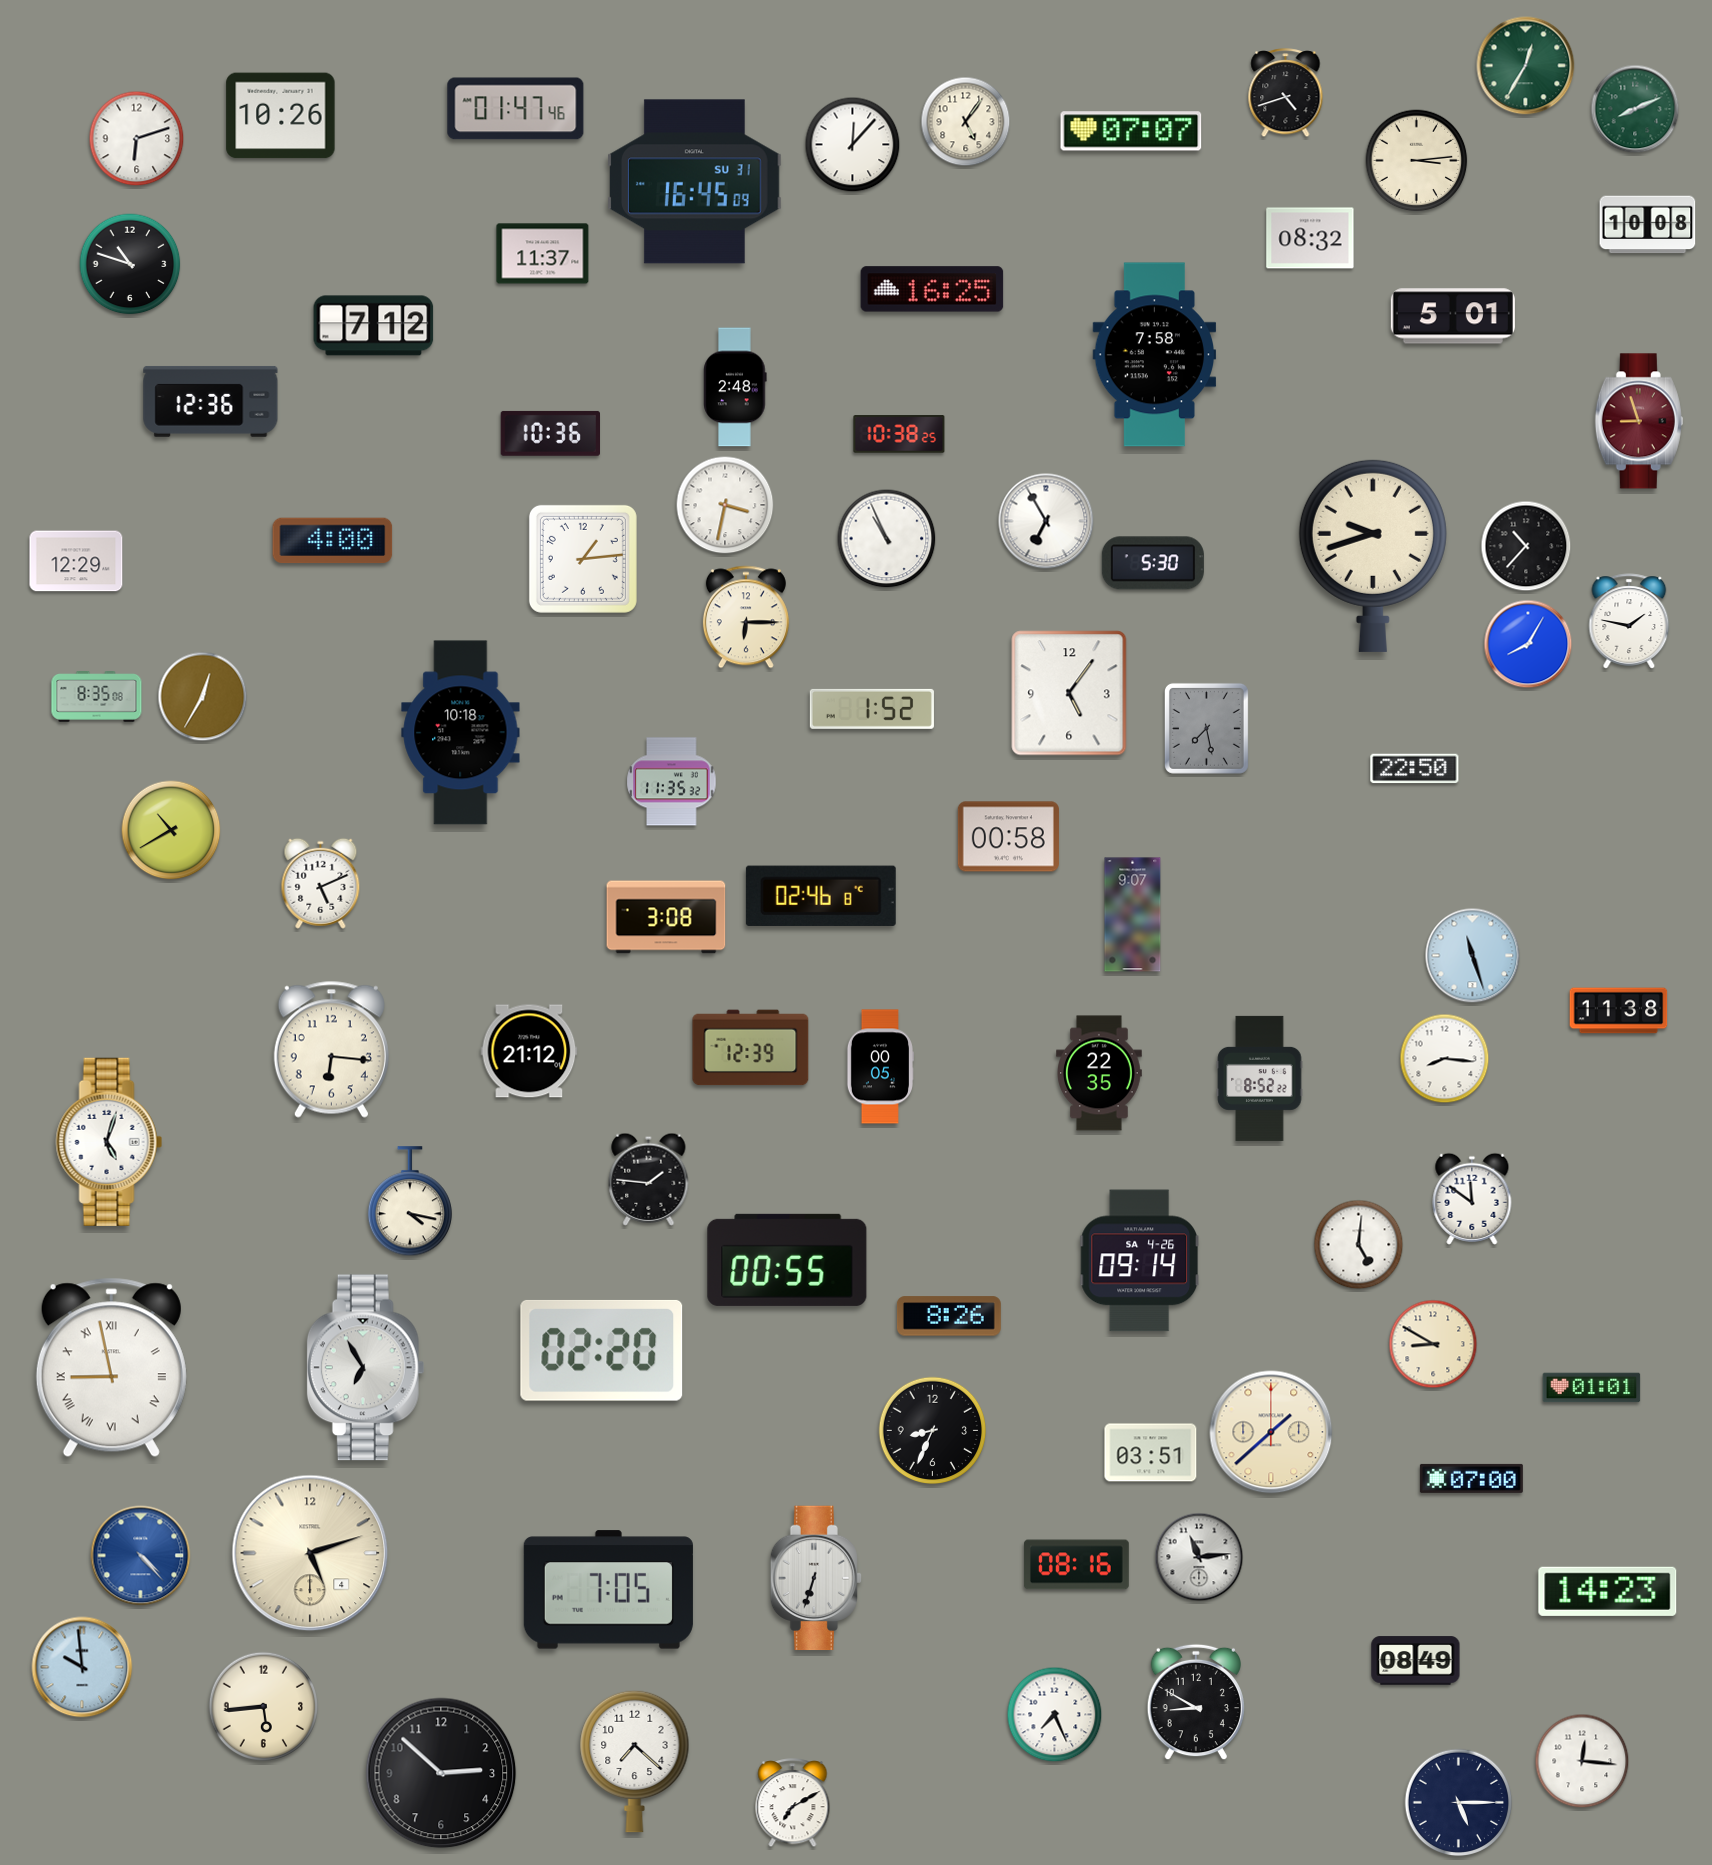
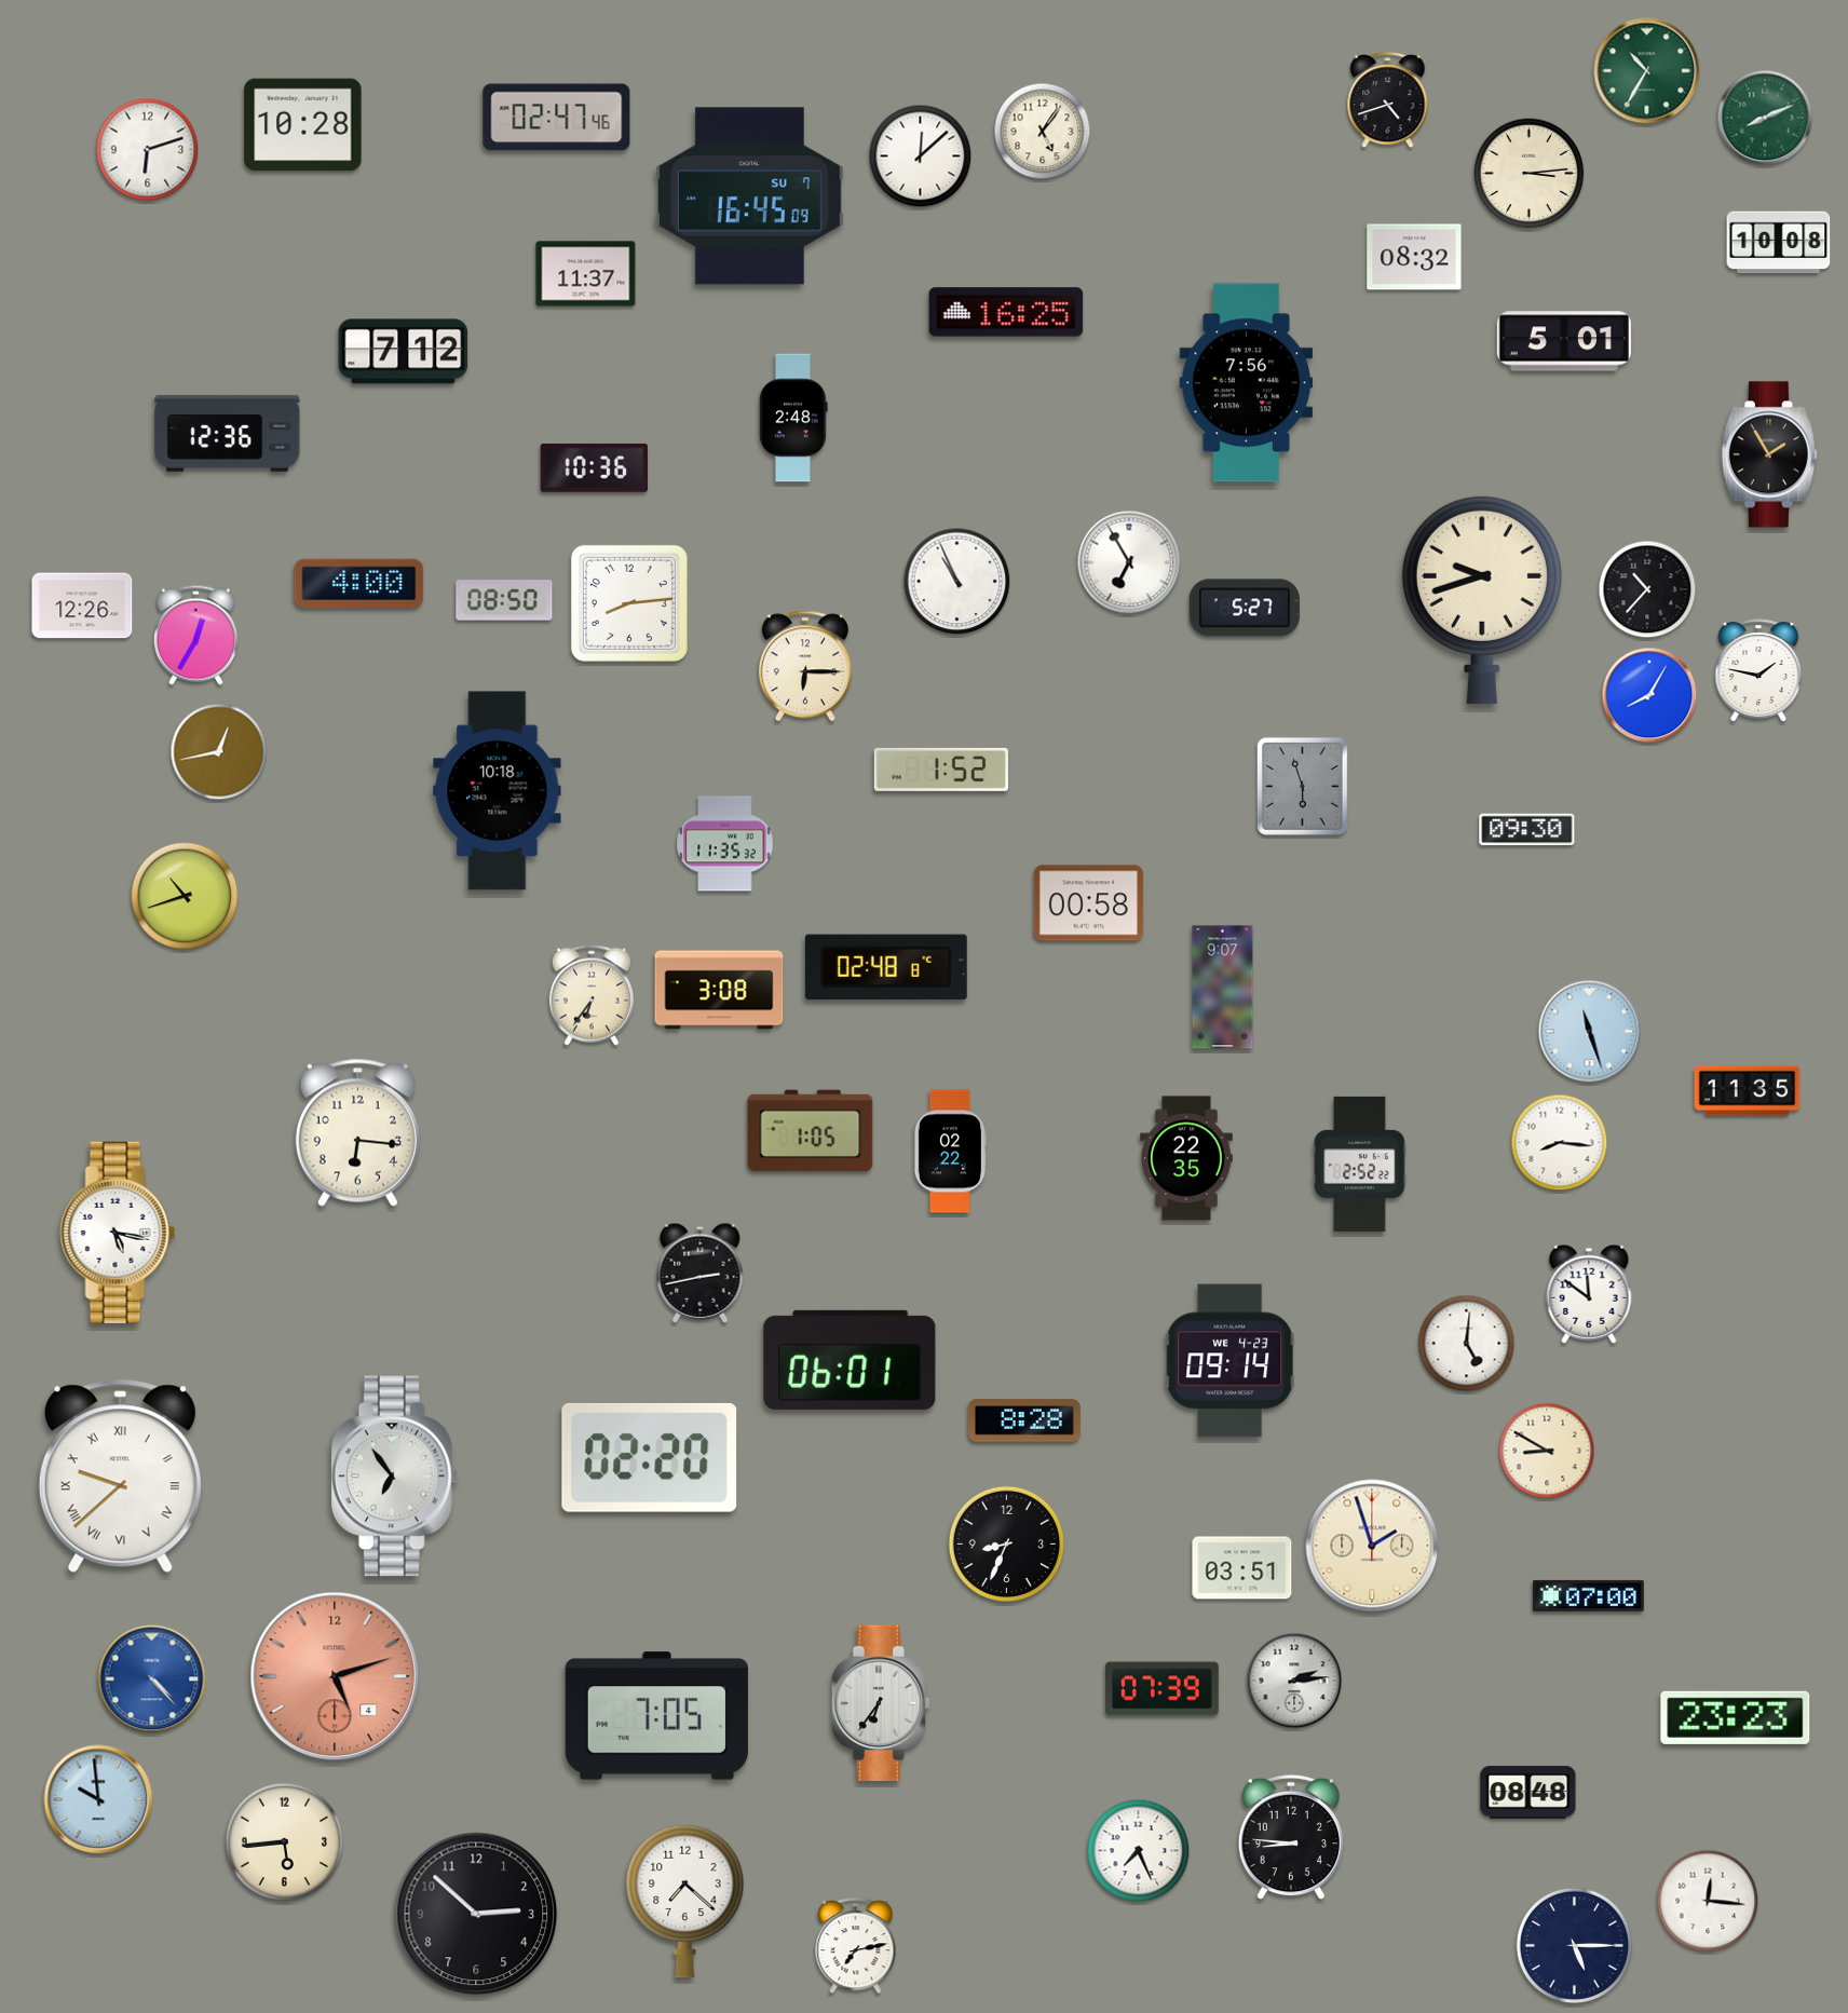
clock at (1526, 66): 12:35 -> 10:35
clock at (516, 109): 01:47 -> 02:47
clock at (281, 116): 10:26 -> 10:28
clock at (1131, 131): 07:07 -> none
clock at (853, 145): 12:07 -> 12:08
clock at (695, 182) date: SU 31 -> SU 7
clock at (130, 264): 10:48 -> none
clock at (1453, 316) position: (1453, 316) -> (1564, 341)
clock at (1155, 355): 7:58 -> 7:56
clock at (1639, 421): 8:57 -> 1:55
clock at (1639, 421) dial: burgundy -> black
clock at (899, 434): 10:38 -> none
clock at (725, 505): 3:32 -> none
clock at (504, 600): none -> 08:50
clock at (583, 559): 1:14 -> 8:14
clock at (76, 561): 12:29 -> 12:26
clock at (1153, 563): 5:30 -> 5:27
clock at (195, 635): none -> 12:35
clock at (1069, 693): 5:06 -> none
clock at (97, 697): 8:35 -> none
clock at (203, 697): 12:35 -> 12:43
clock at (872, 709) position: (872, 709) -> (941, 770)
clock at (1206, 728): 7:28 -> 5:57
clock at (1415, 769): 22:50 -> 09:30
clock at (171, 830): 10:40 -> 10:42
clock at (321, 883): 5:11 -> none
clock at (821, 896): 02:46 -> 02:48
clock at (592, 995): none -> 6:36
clock at (1619, 1011): 11:38 -> 11:35
clock at (751, 1048): 12:39 -> 1:05
clock at (529, 1051): 21:12 -> none
clock at (880, 1067): 00:05 -> 02:22
clock at (1260, 1078): 8:52 -> 2:52
clock at (109, 1142): 5:03 -> 5:17
clock at (649, 1179): 1:46 -> 2:43
clock at (410, 1202): 4:17 -> none
clock at (787, 1260): 00:55 -> 06:01
clock at (1139, 1261) date: SA 4-26 -> WE 4-23
clock at (949, 1316): 8:26 -> 8:28
clock at (111, 1368): 8:58 -> 9:38
clock at (366, 1368): 6:55 -> 6:54
clock at (1592, 1388): 01:01 -> none
clock at (1271, 1432): 1:38 -> 1:57
clock at (310, 1553) dial: cream -> salmon
clock at (1199, 1557): 11:14 -> 2:14
clock at (1077, 1565): 08:16 -> 07:39
clock at (815, 1578): 6:33 -> 6:36
clock at (1608, 1591): 14:23 -> 23:23
clock at (1416, 1661): 08:49 -> 08:48
clock at (82, 1667) position: (82, 1667) -> (98, 1799)
clock at (1196, 1702): 8:50 -> 8:46
clock at (793, 1803): 7:10 -> 7:13
